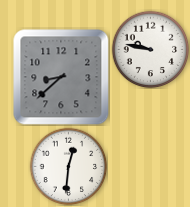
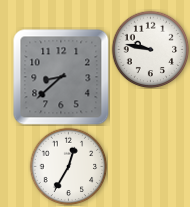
clock at (68, 166): 12:31 -> 12:35
